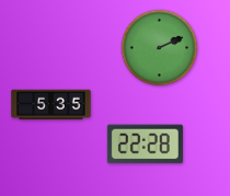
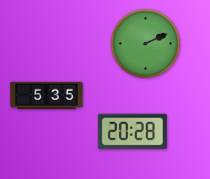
clock at (145, 145): 22:28 -> 20:28
